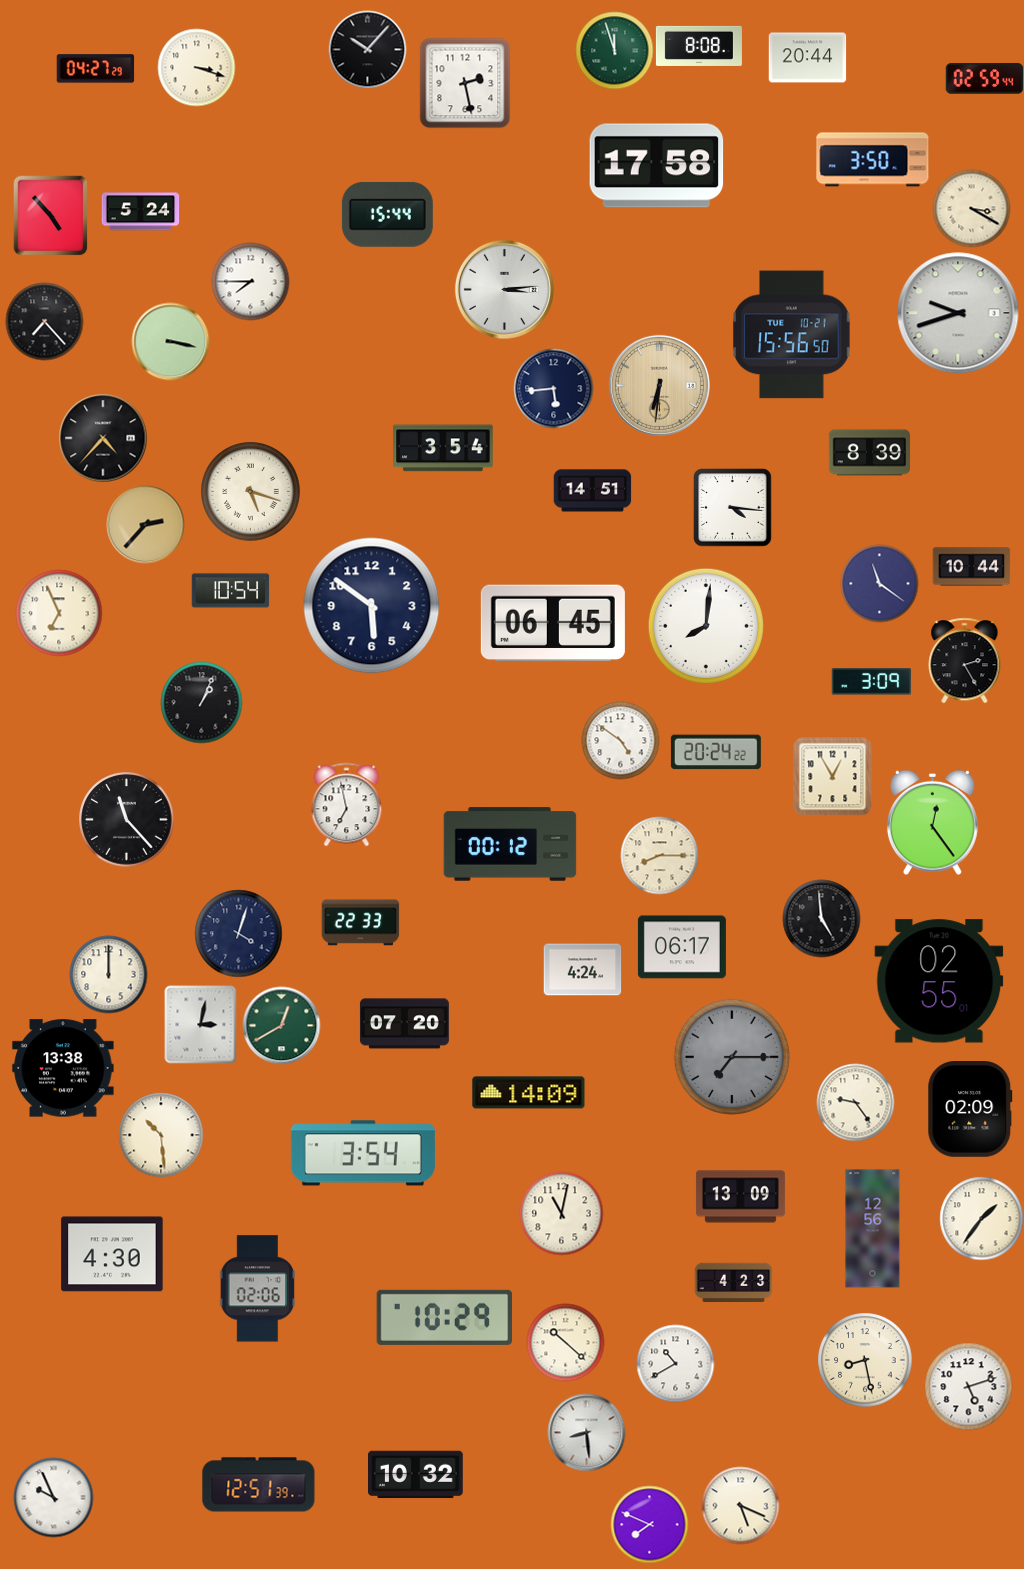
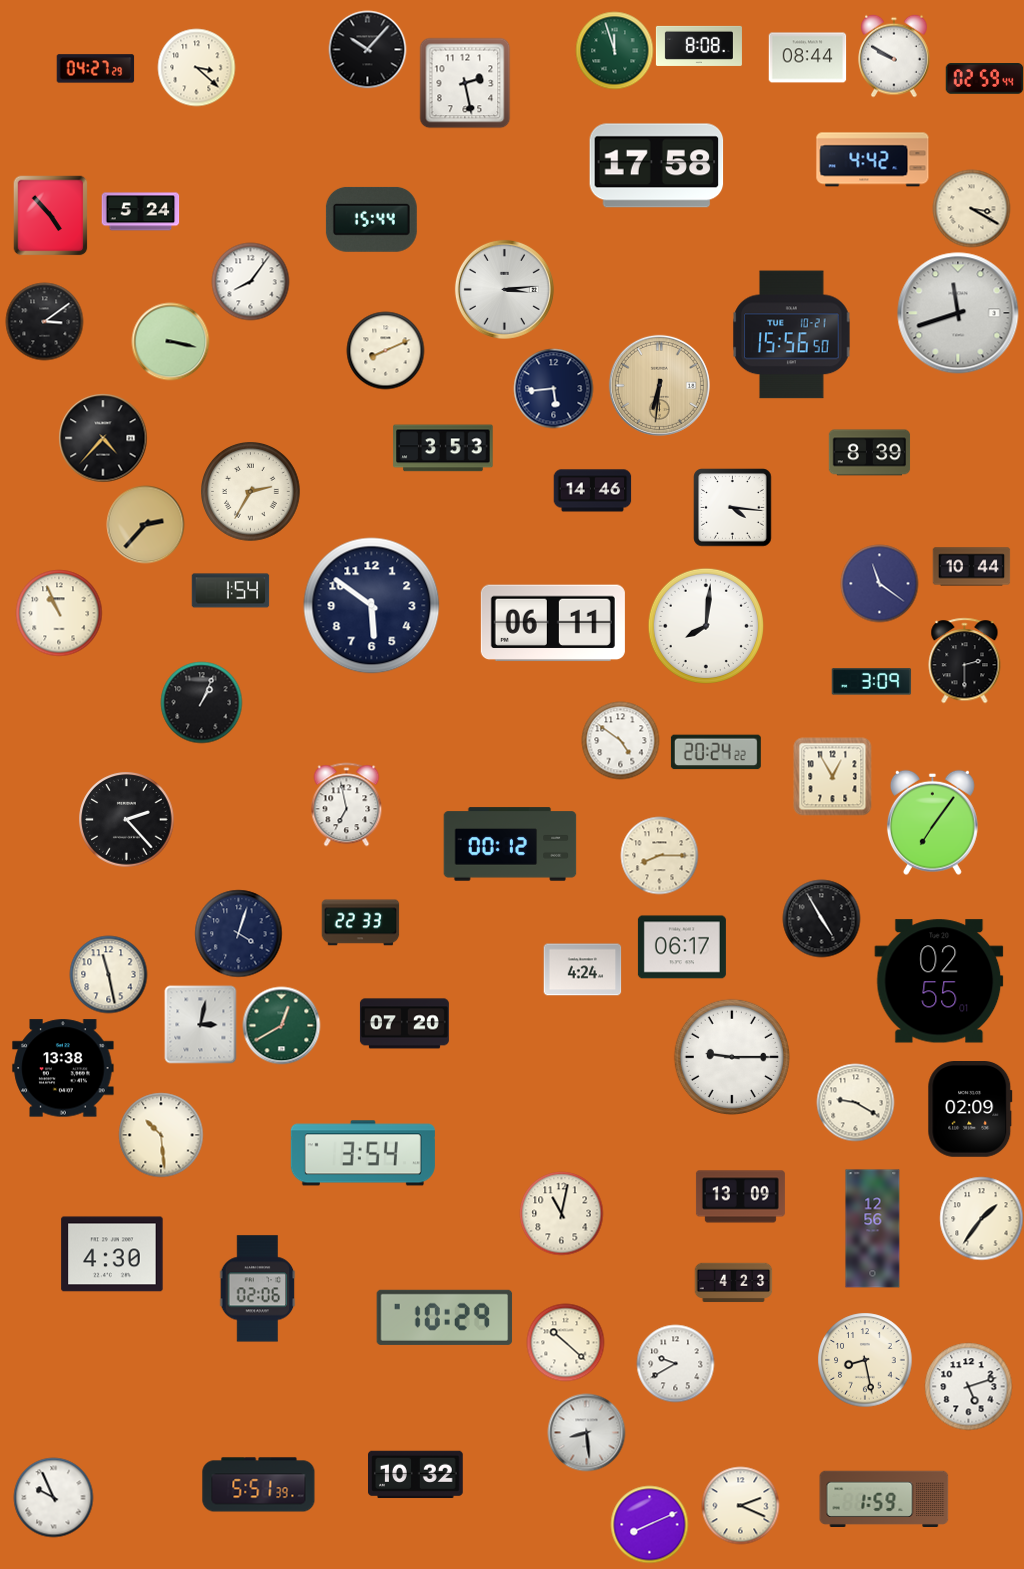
clock at (894, 56): none -> 9:50
clock at (807, 58): 20:44 -> 08:44
clock at (196, 67): 3:18 -> 3:22
clock at (873, 160): 3:50 -> 4:42
clock at (387, 214) position: (387, 214) -> (371, 219)
clock at (250, 281): 7:45 -> 8:06
clock at (958, 313): 9:42 -> 11:42
clock at (44, 321): 7:23 -> 3:09
clock at (385, 350): none -> 8:11
clock at (443, 448): 3:54 -> 3:53
clock at (592, 491): 14:51 -> 14:46
clock at (251, 492): 5:18 -> 2:35
clock at (230, 591): 10:54 -> 1:54
clock at (59, 613): 6:56 -> 10:56
clock at (553, 623): 06:45 -> 06:11
clock at (965, 660): 2:25 -> 2:30
clock at (126, 819): 11:23 -> 2:23
clock at (932, 822): 12:24 -> 7:06
clock at (821, 918): 4:59 -> 4:55
clock at (108, 974): 12:00 -> 11:28
clock at (731, 1056): 7:15 -> 9:15
clock at (731, 1056) dial: grey -> white
clock at (529, 1093): 14:09 -> none
clock at (855, 1102): 9:24 -> 9:20
clock at (675, 1363): 10:40 -> 9:40
clock at (259, 1485): 12:51 -> 5:51
clock at (884, 1498): none -> 1:59
clock at (740, 1505): 5:19 -> 2:19
clock at (649, 1524): 7:49 -> 8:11
